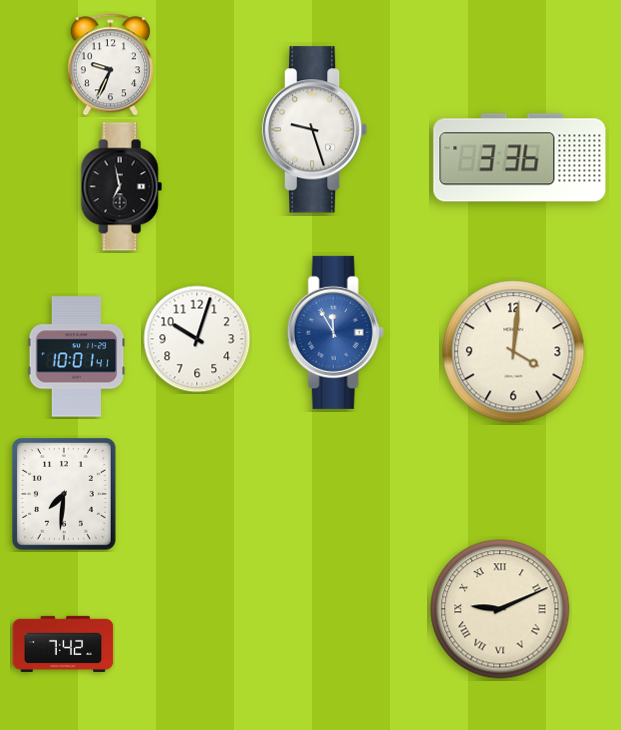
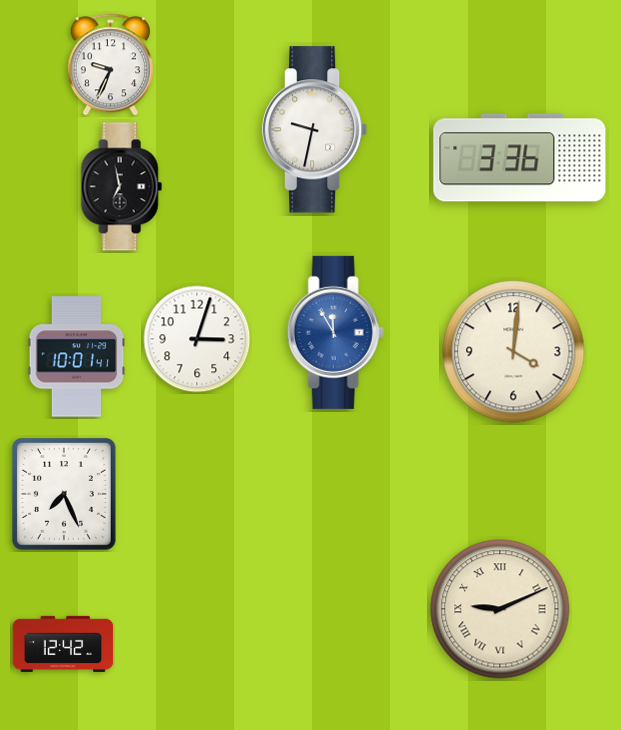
clock at (315, 130): 9:27 -> 9:32
clock at (197, 339): 10:03 -> 3:03
clock at (64, 495): 7:31 -> 7:26
clock at (63, 644): 7:42 -> 12:42
